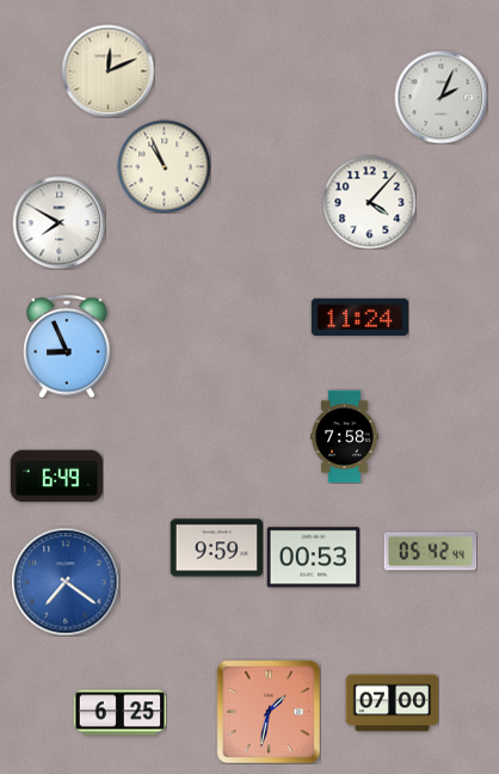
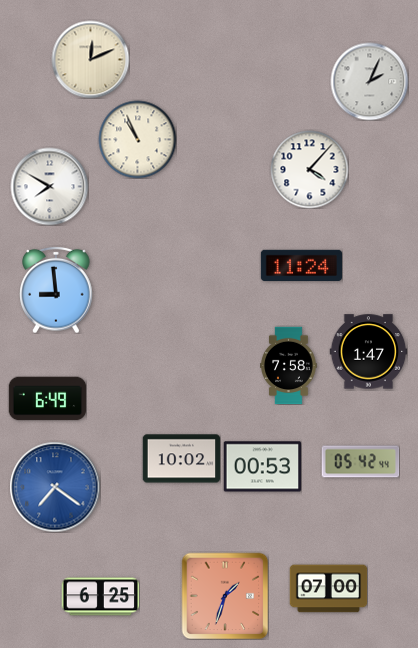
clock at (67, 346): 8:56 -> 8:59
clock at (368, 352): none -> 1:47
clock at (216, 548): 9:59 -> 10:02
clock at (269, 712): 1:32 -> 1:33
